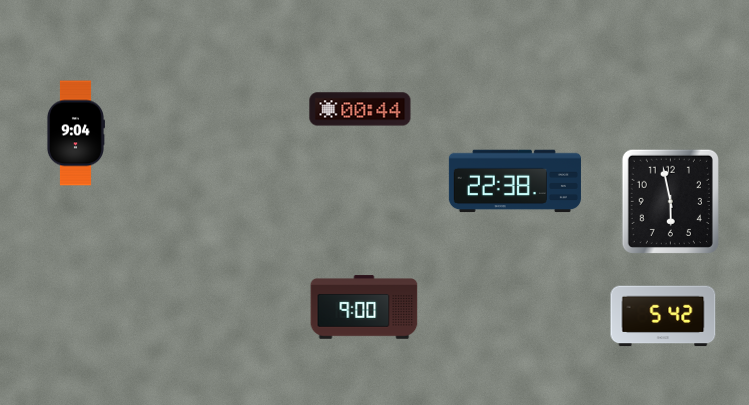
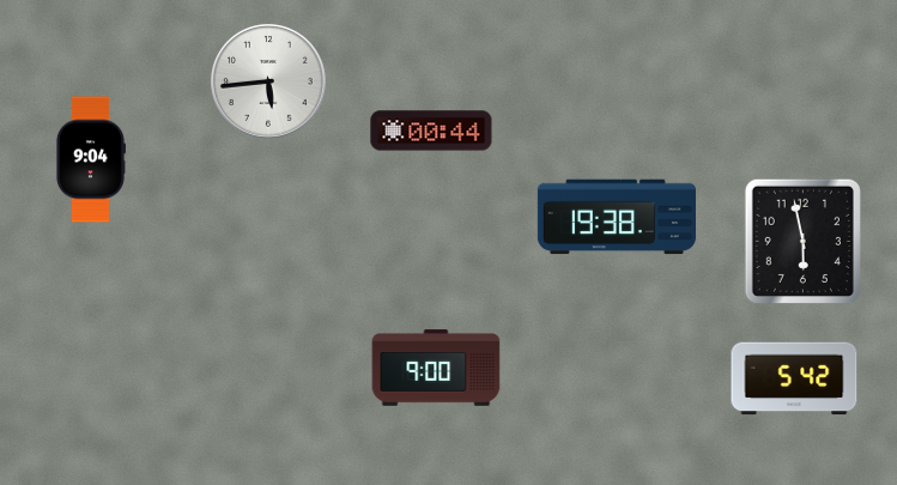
clock at (269, 83): none -> 5:44
clock at (515, 181): 22:38 -> 19:38
